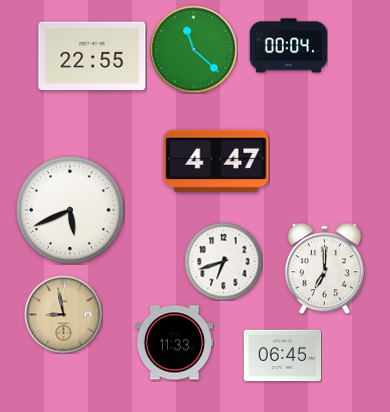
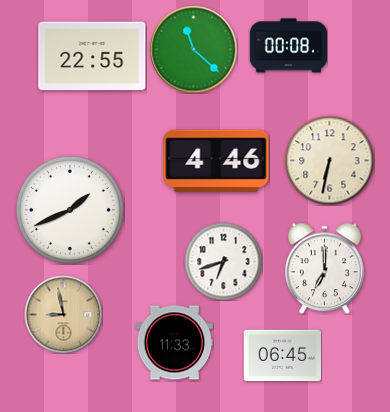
clock at (288, 46): 00:04 -> 00:08
clock at (329, 160): none -> 6:32
clock at (216, 161): 4:47 -> 4:46
clock at (70, 210): 5:41 -> 1:41
